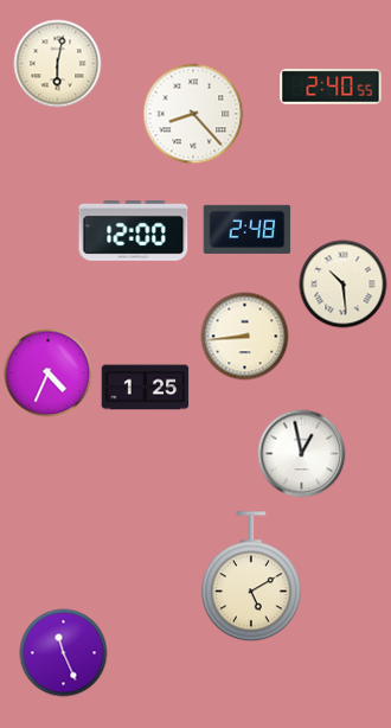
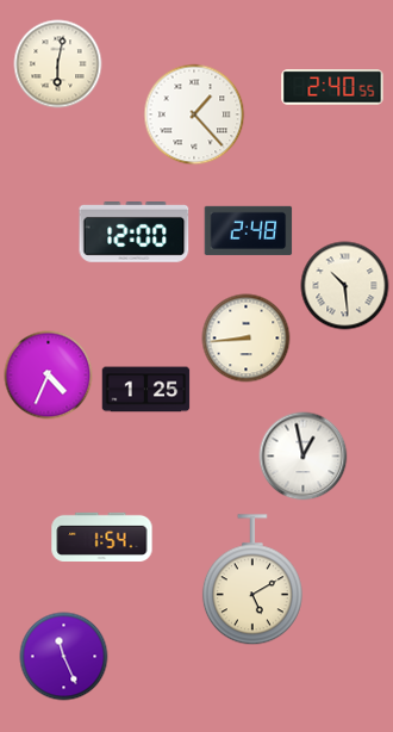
clock at (193, 114): 8:23 -> 1:23
clock at (102, 536): none -> 1:54
